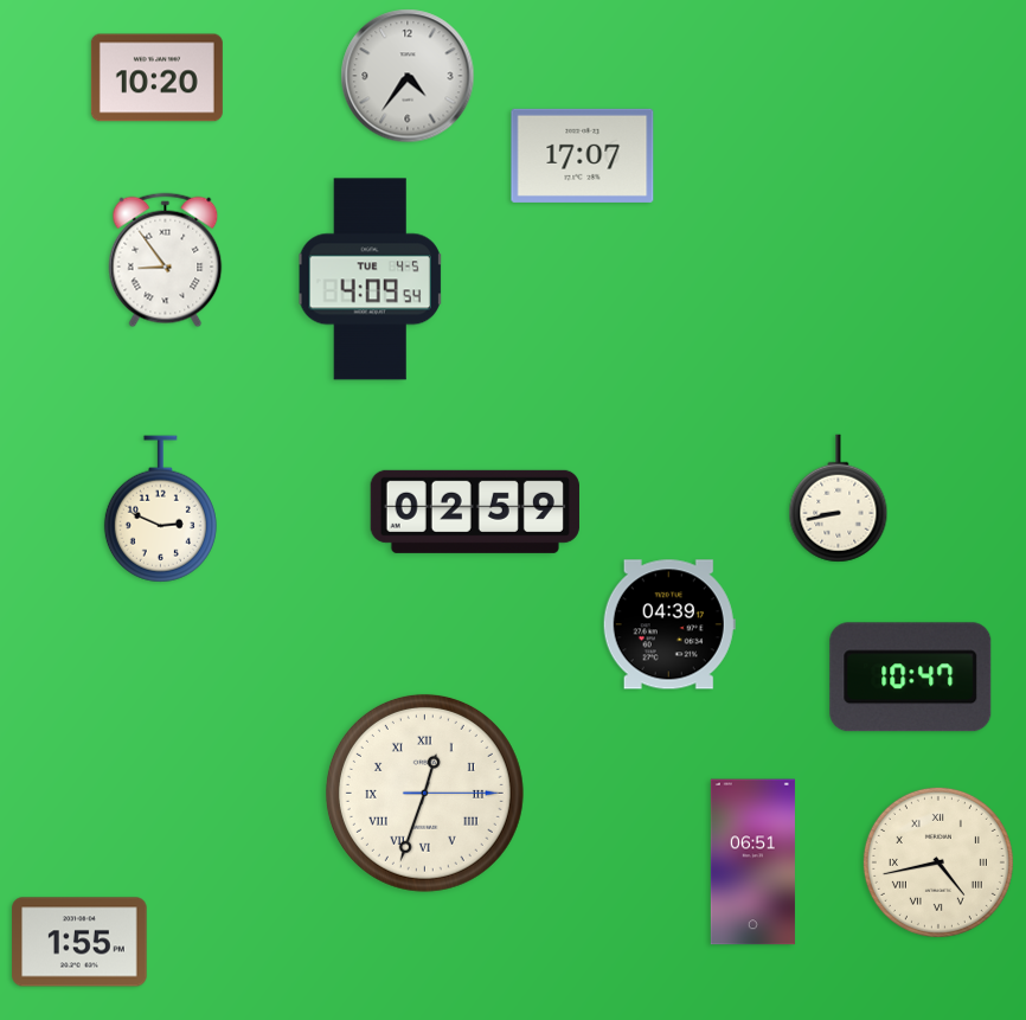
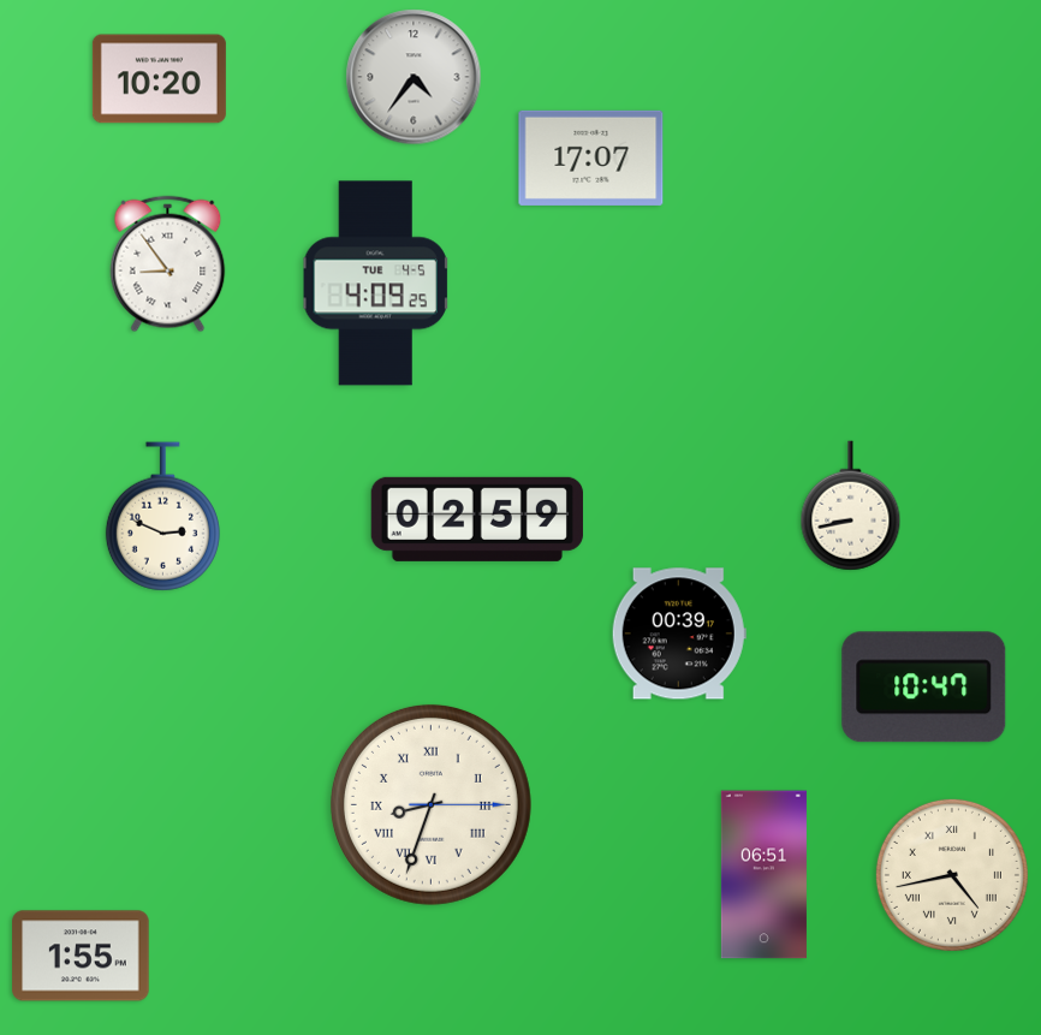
clock at (370, 280): 4:09:54 -> 4:09:25
clock at (475, 512) position: (475, 512) -> (477, 519)
clock at (669, 624): 04:39 -> 00:39
clock at (424, 793): 12:33 -> 8:33
